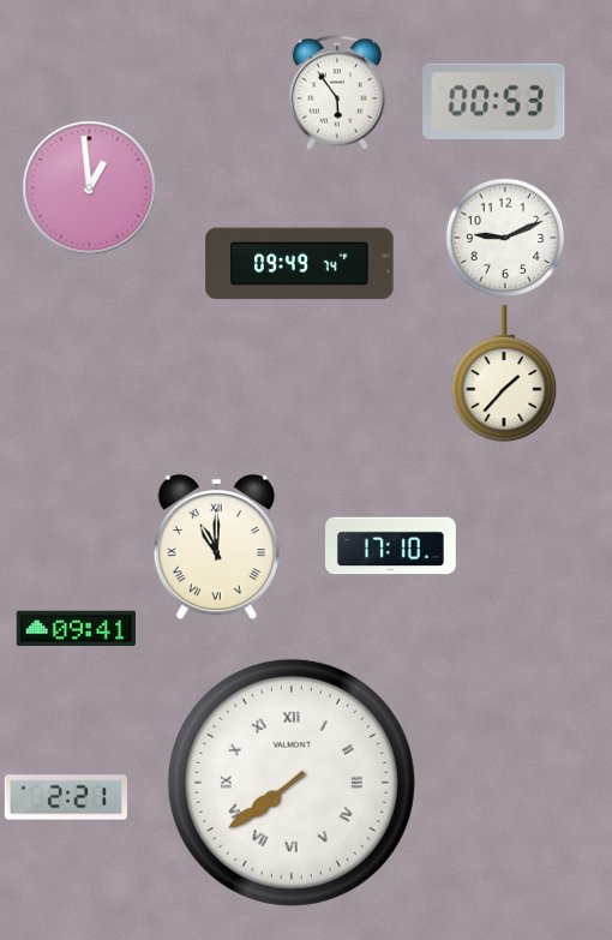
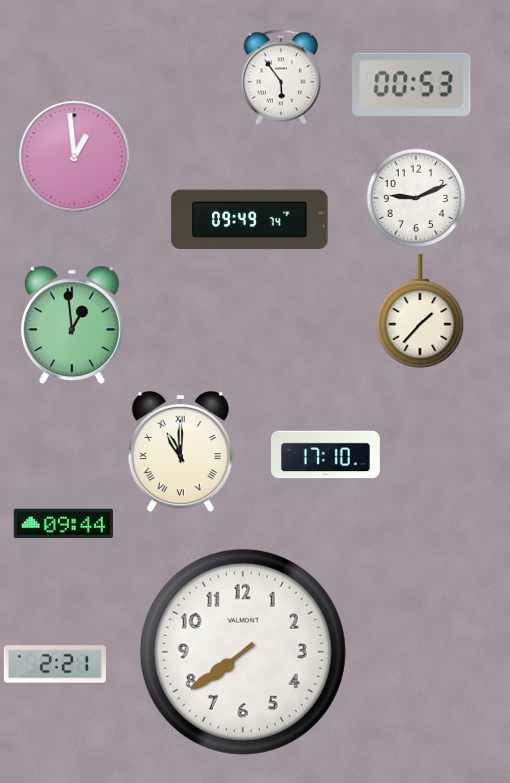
clock at (505, 238) position: (505, 238) -> (416, 198)
clock at (72, 325): none -> 12:59
clock at (216, 547) position: (216, 547) -> (180, 452)
clock at (76, 629): 09:41 -> 09:44
clock at (292, 783) numerals: Roman -> Arabic
